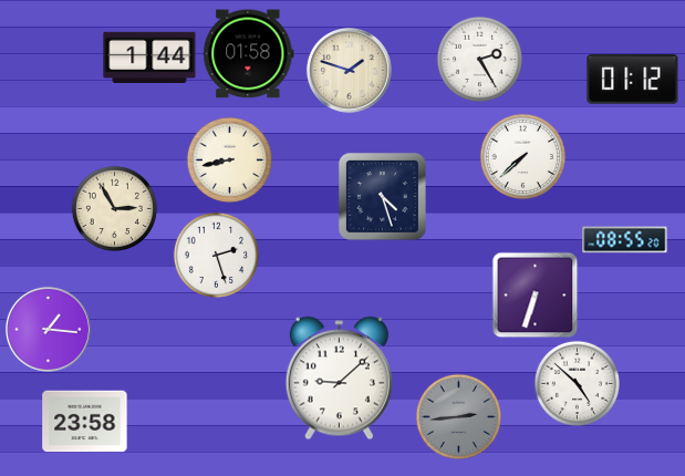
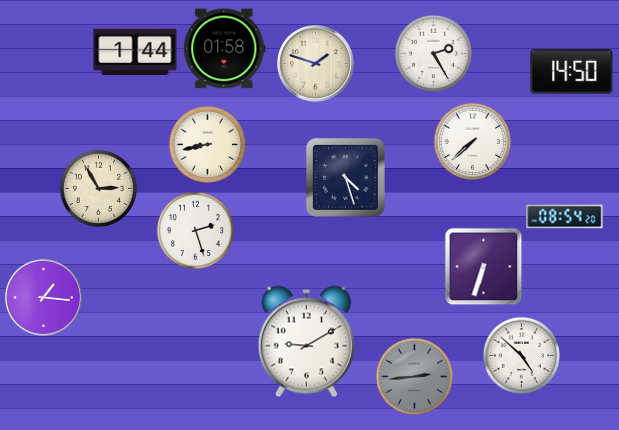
clock at (633, 80): 01:12 -> 14:50
clock at (114, 208) position: (114, 208) -> (98, 188)
clock at (625, 240): 08:55 -> 08:54
clock at (339, 379): 9:08 -> 9:10
clock at (577, 383) position: (577, 383) -> (521, 355)
clock at (85, 422): 23:58 -> none
